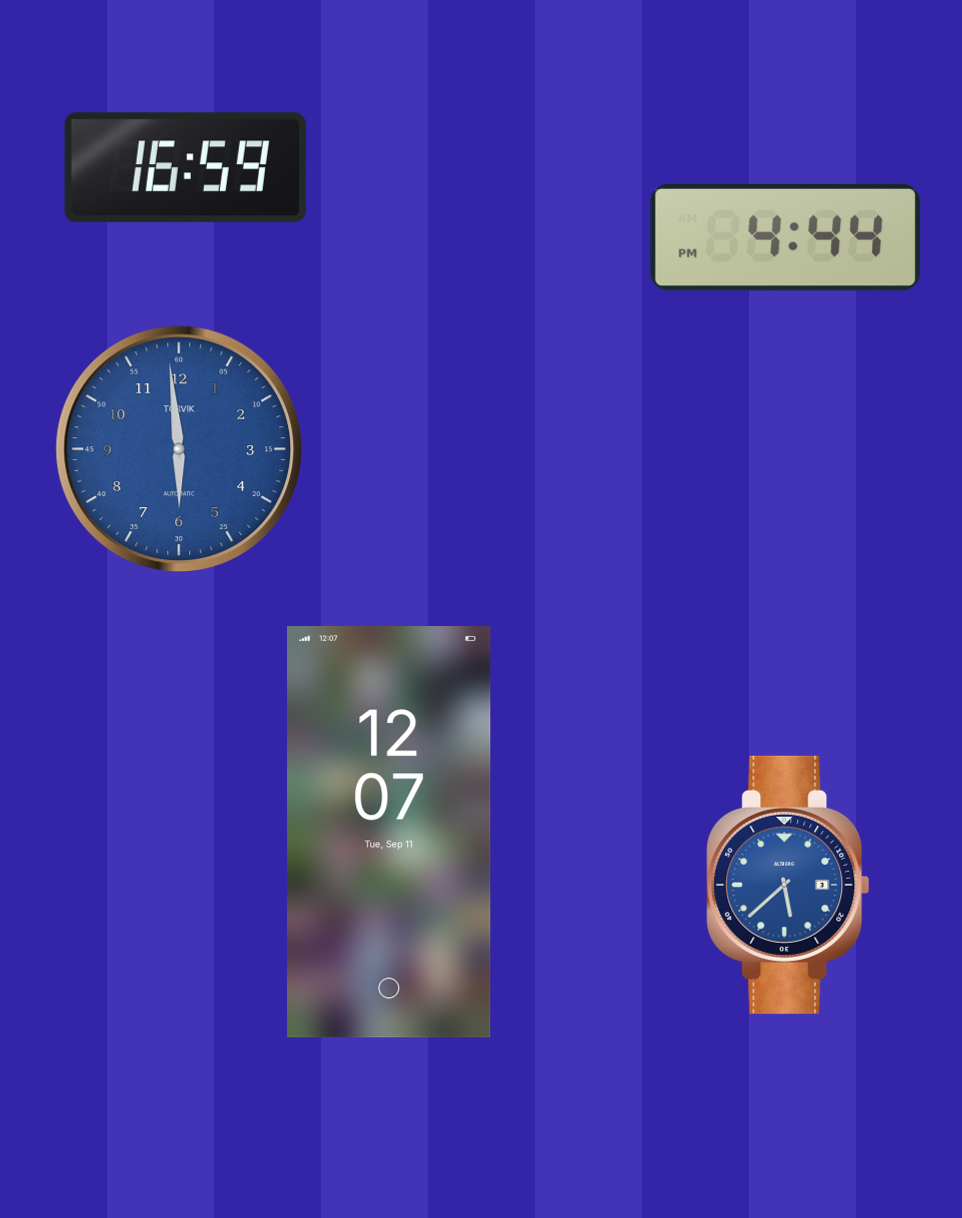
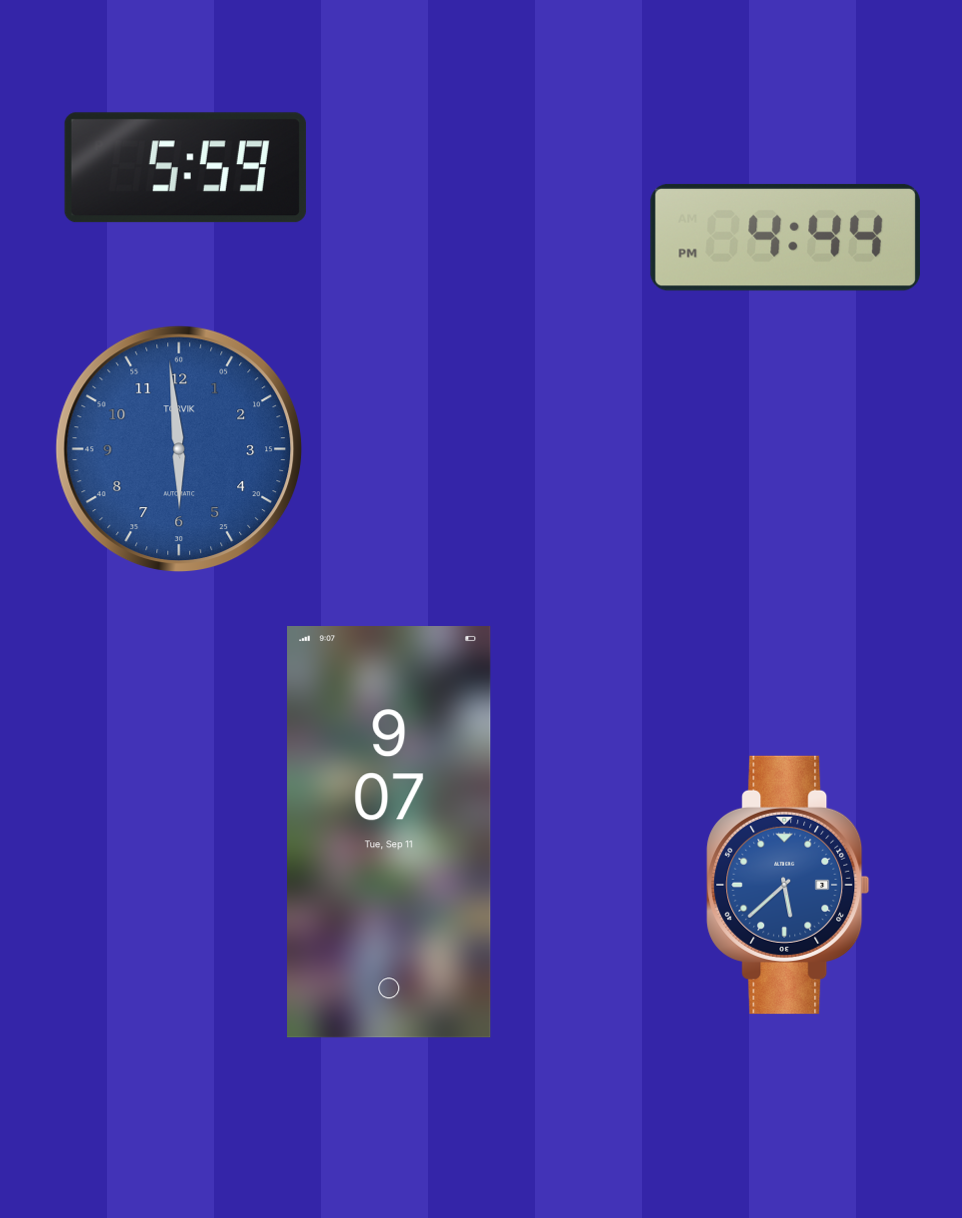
clock at (185, 168): 16:59 -> 5:59
clock at (390, 833): 12:07 -> 9:07
